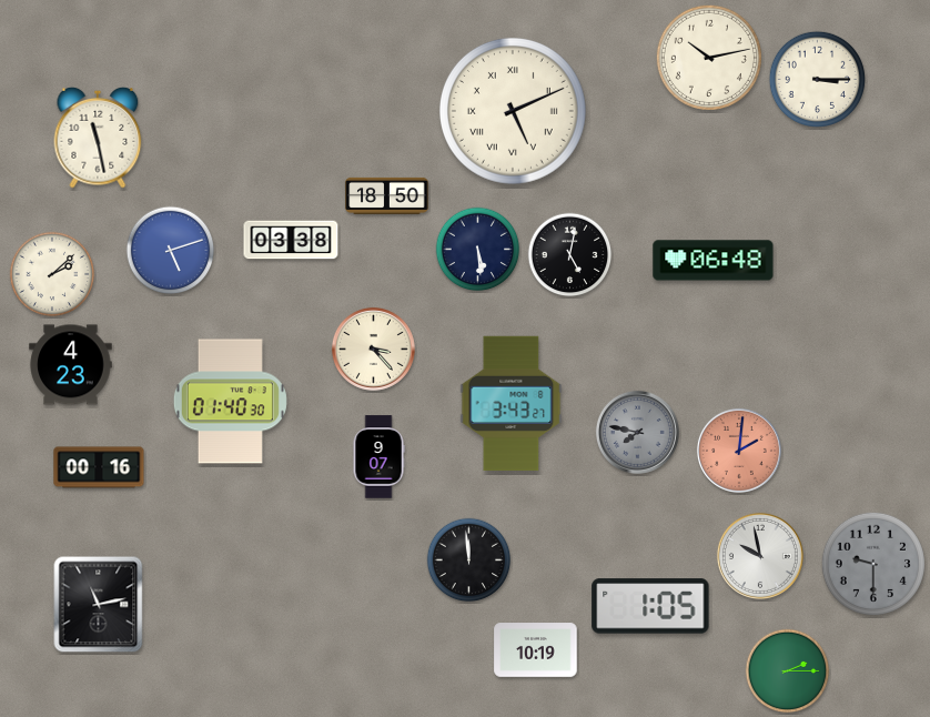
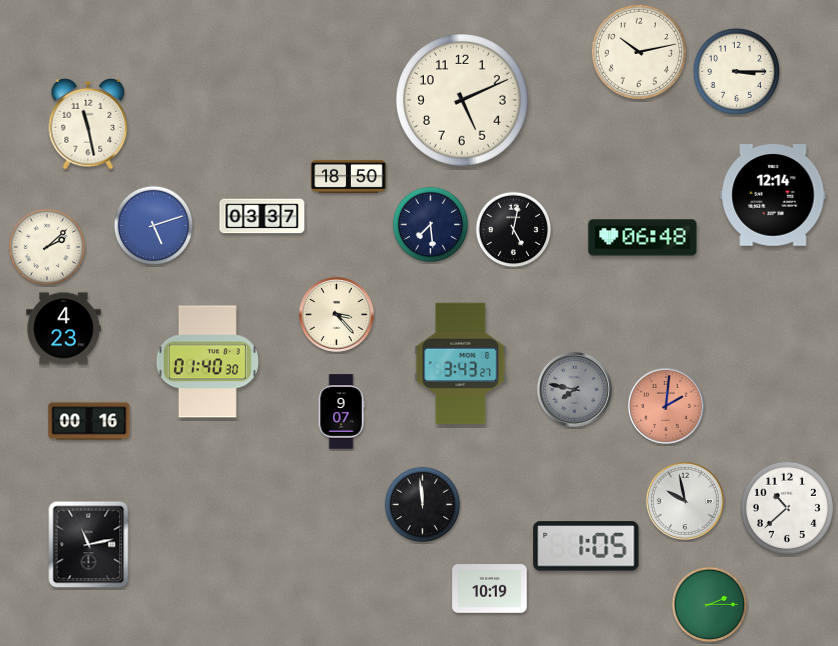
clock at (513, 111) numerals: Roman -> Arabic
clock at (773, 195): none -> 12:14
clock at (291, 240): 03:38 -> 03:37
clock at (478, 250): 5:29 -> 7:29
clock at (714, 261) position: (714, 261) -> (643, 238)
clock at (873, 564): 9:30 -> 10:38
clock at (873, 564) dial: grey -> white
clock at (536, 650) position: (536, 650) -> (490, 589)
